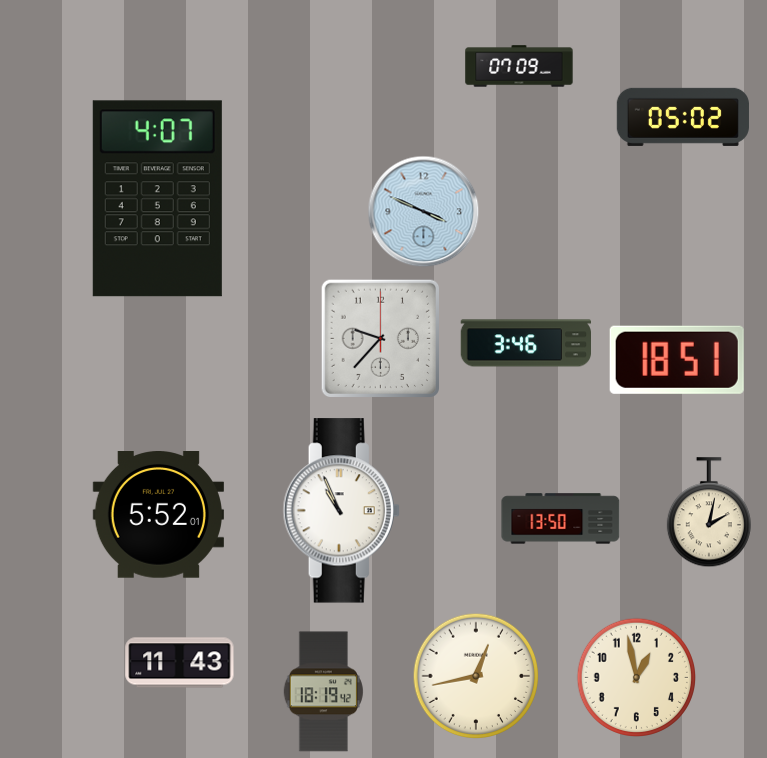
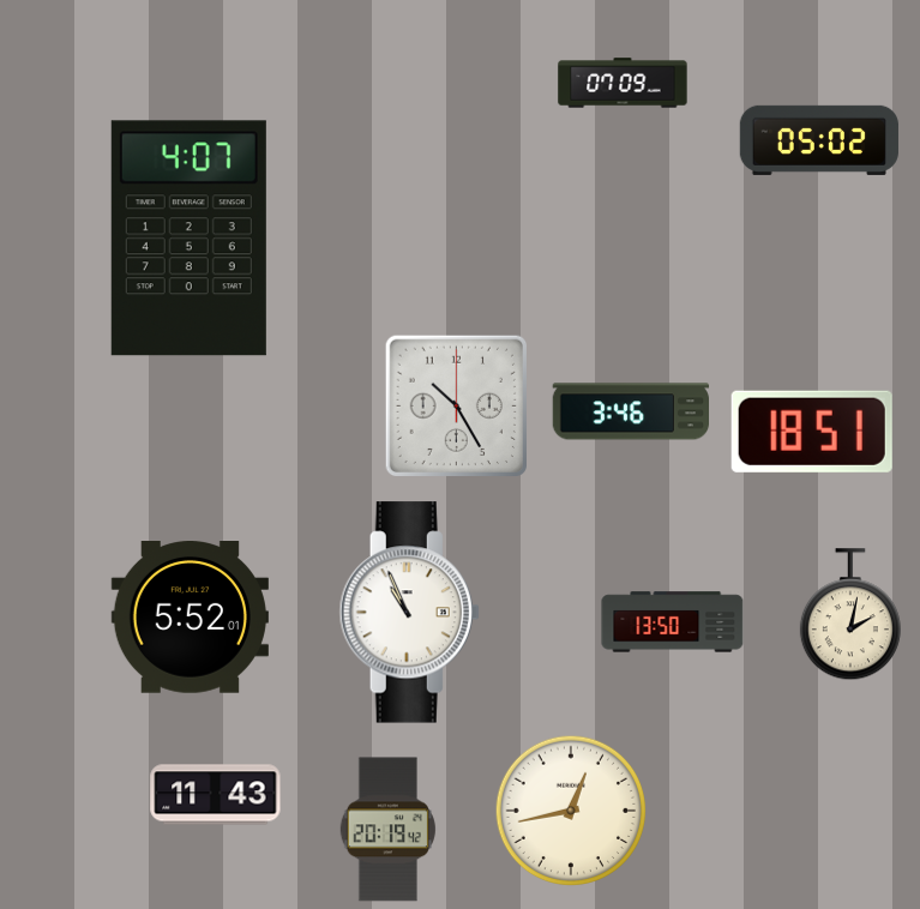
clock at (519, 66) position: (519, 66) -> (623, 83)
clock at (424, 212): 3:49 -> none
clock at (380, 338): 9:37 -> 10:25
clock at (636, 677): 12:58 -> none
clock at (323, 692): 18:19 -> 20:19
